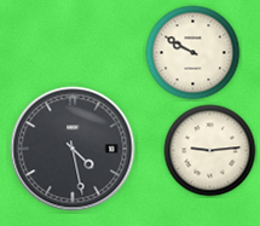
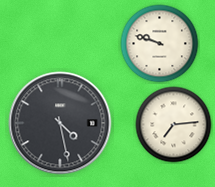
clock at (193, 53): 9:50 -> 9:48
clock at (210, 151): 9:14 -> 7:14
